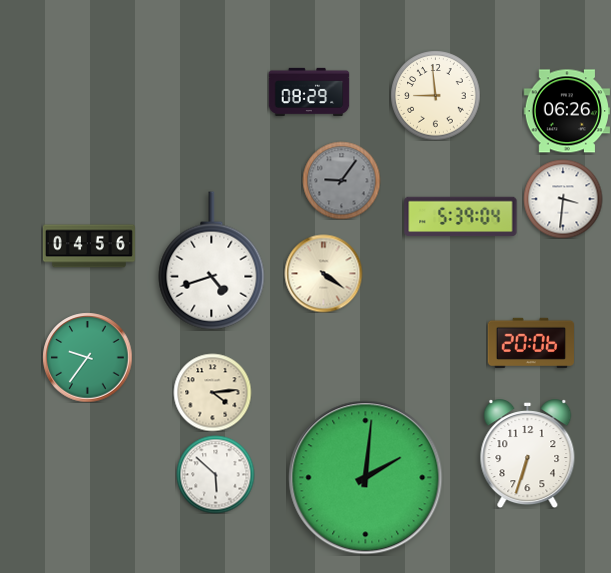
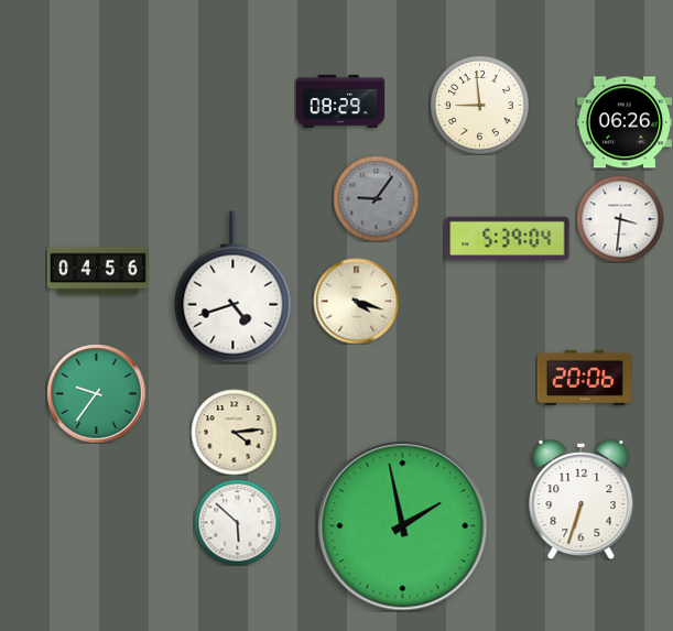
clock at (323, 273): 4:21 -> 4:18
clock at (366, 478): 2:01 -> 1:58
